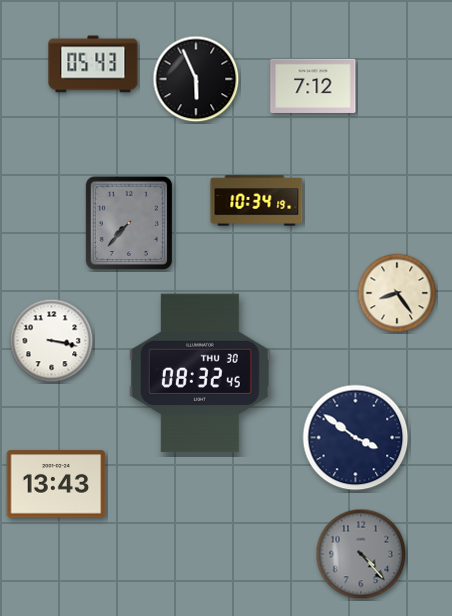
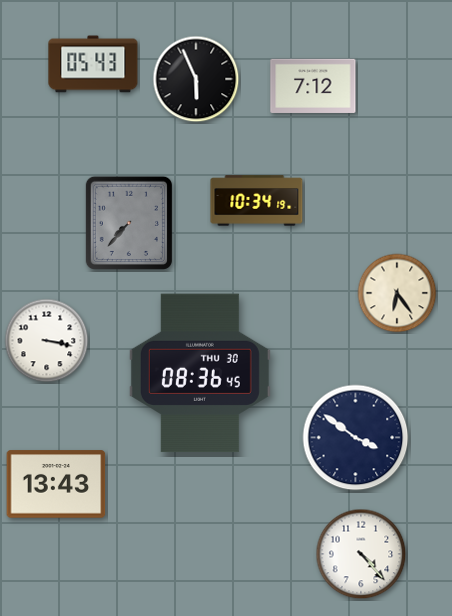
clock at (397, 293): 8:24 -> 6:24
clock at (52, 341) position: (52, 341) -> (47, 341)
clock at (200, 373): 08:32 -> 08:36
clock at (361, 554) dial: grey -> white
